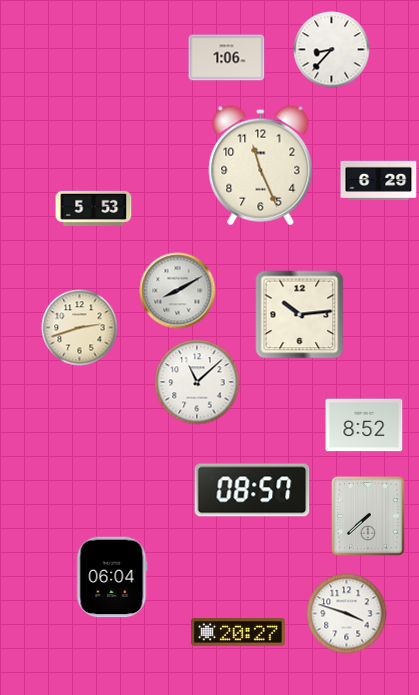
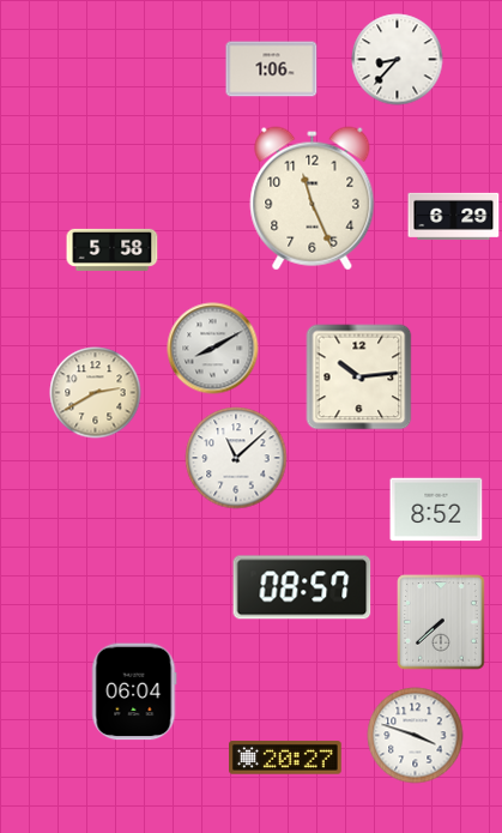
clock at (94, 208): 5:53 -> 5:58
clock at (80, 328): 2:42 -> 2:40
clock at (368, 516) position: (368, 516) -> (441, 622)
